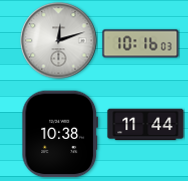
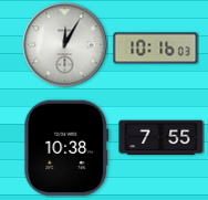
clock at (59, 41): 12:12 -> 12:05
clock at (146, 125): 11:44 -> 7:55
